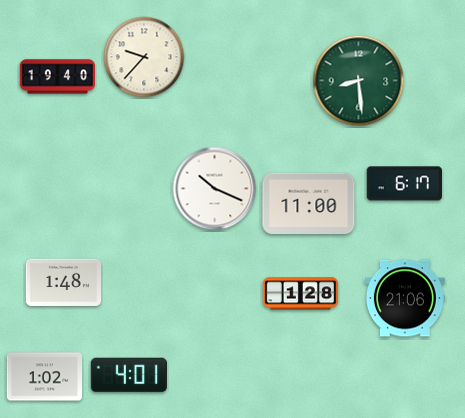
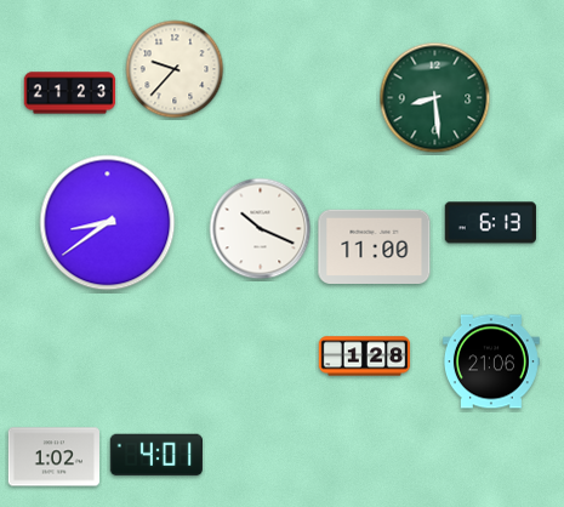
clock at (58, 77): 19:40 -> 21:23
clock at (108, 223): none -> 8:39
clock at (404, 184): 6:17 -> 6:13
clock at (63, 282): 1:48 -> none
